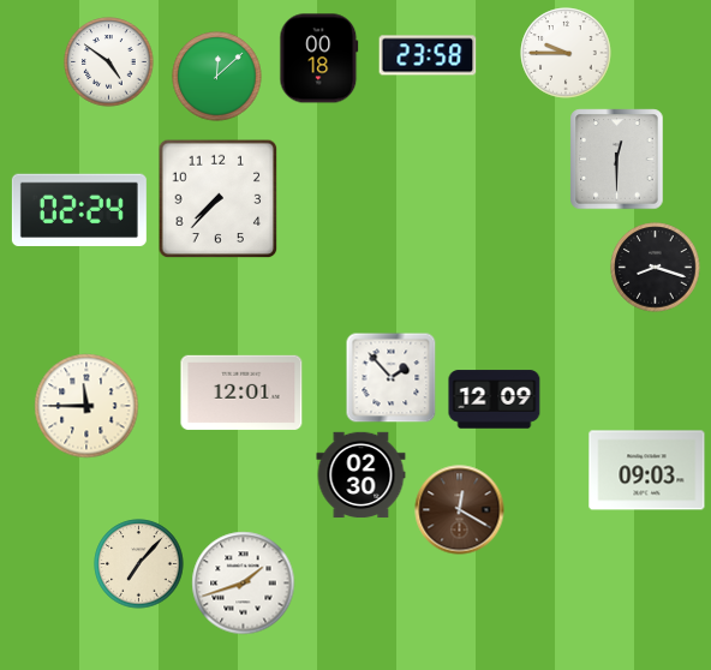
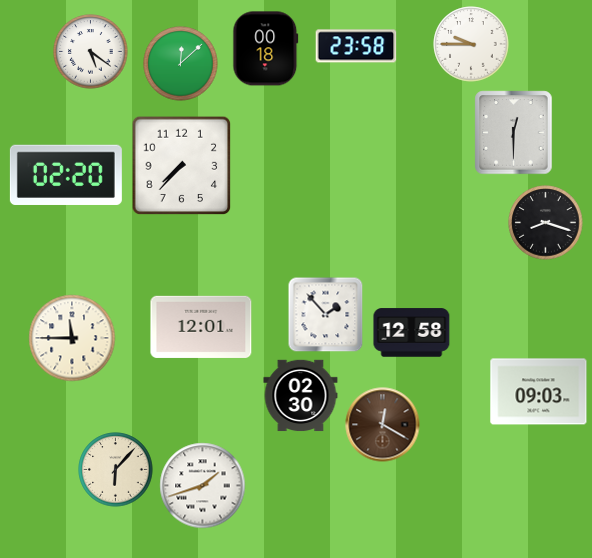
clock at (109, 62): 4:51 -> 5:21
clock at (79, 210): 02:24 -> 02:20
clock at (495, 400): 12:09 -> 12:58
clock at (139, 564): 7:07 -> 6:07
